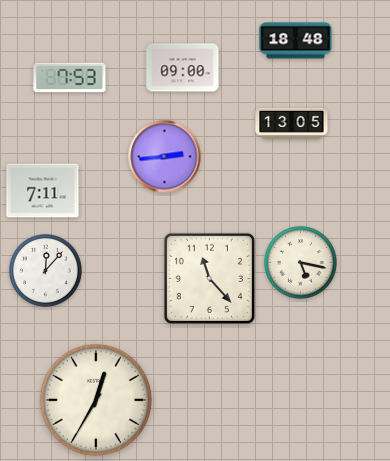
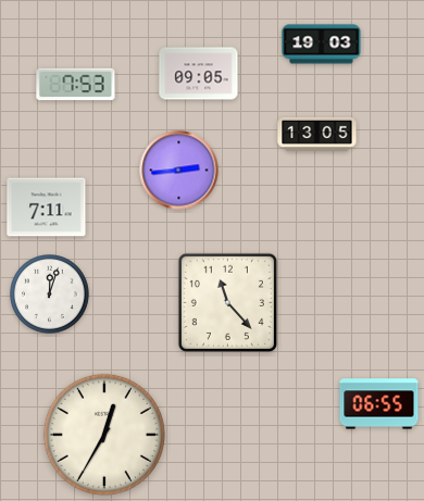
clock at (296, 41): 18:48 -> 19:03
clock at (183, 68): 09:00 -> 09:05
clock at (301, 263): 5:17 -> none
clock at (46, 271): 12:07 -> 12:03
clock at (379, 404): none -> 06:55
